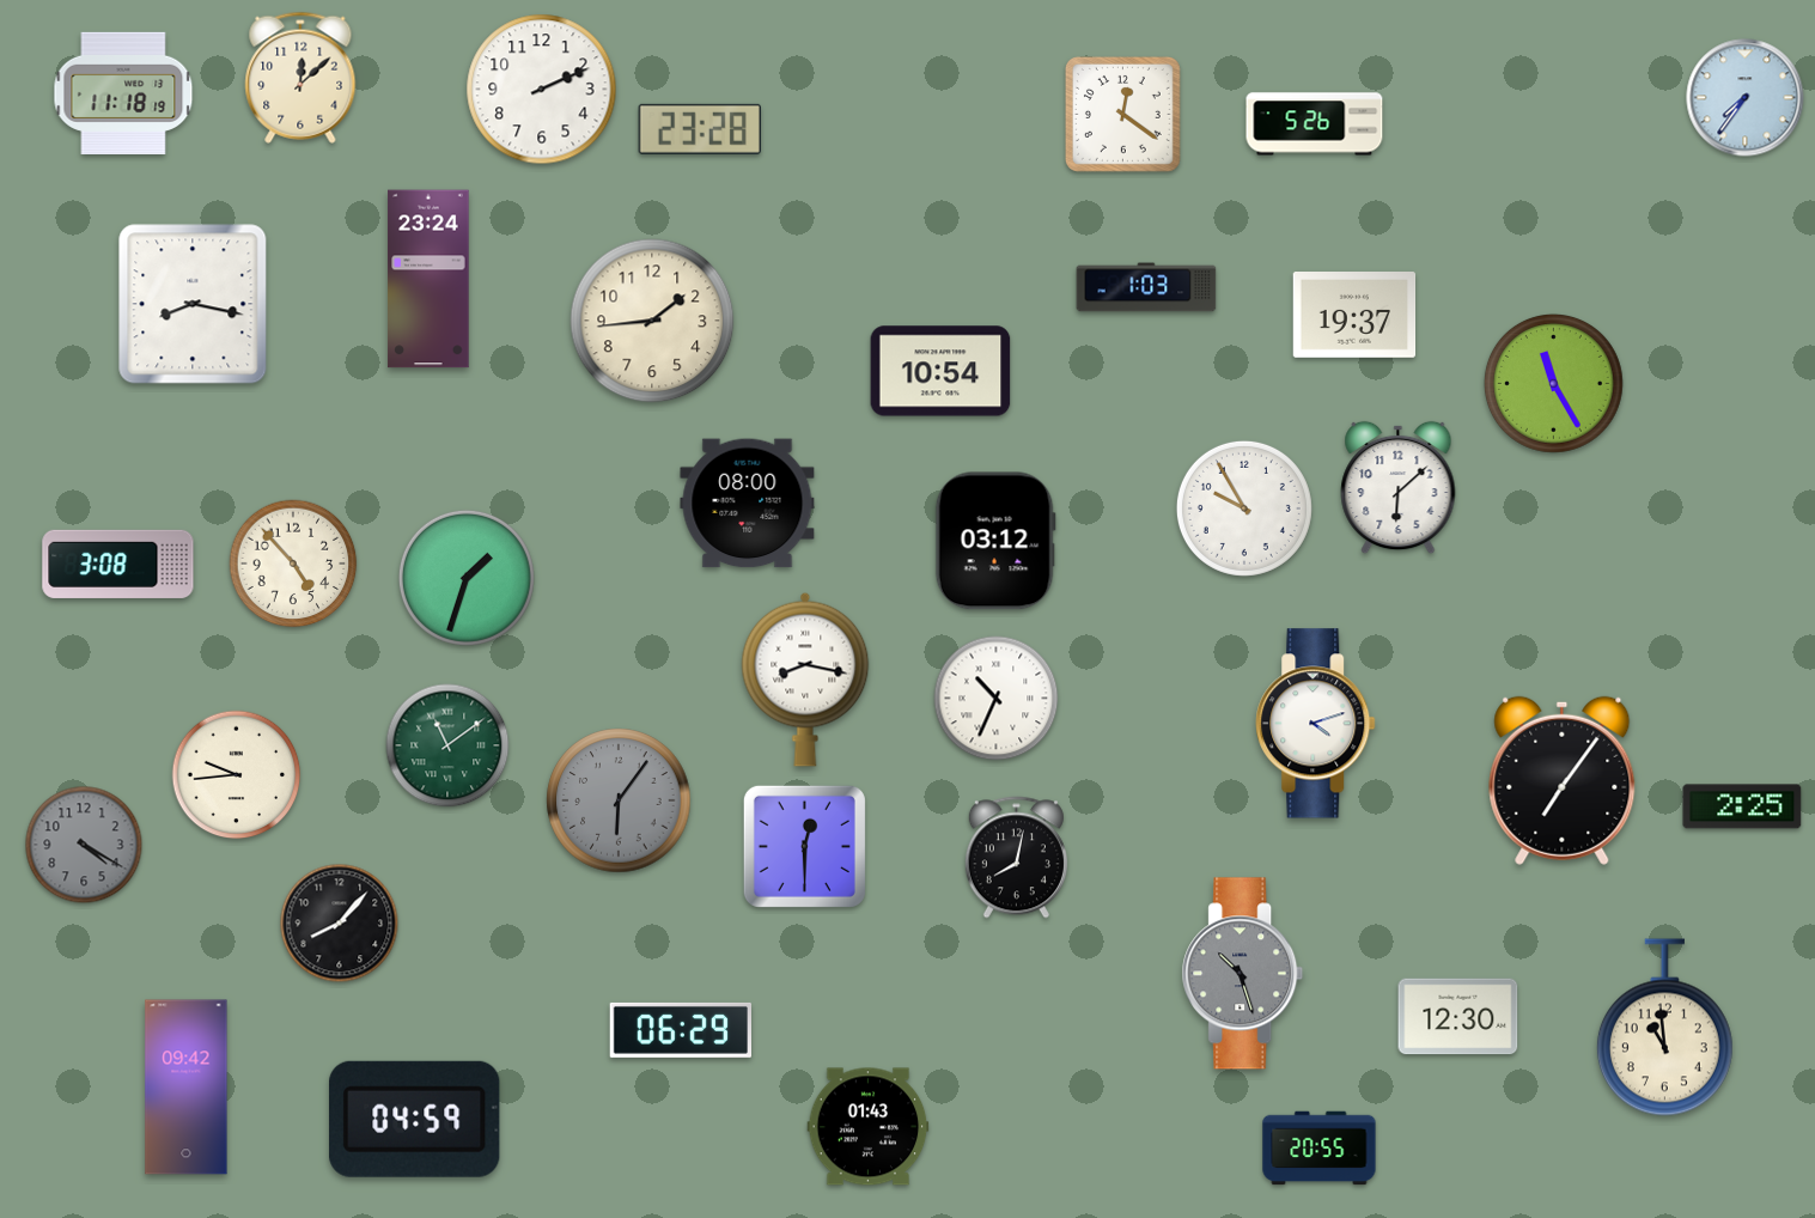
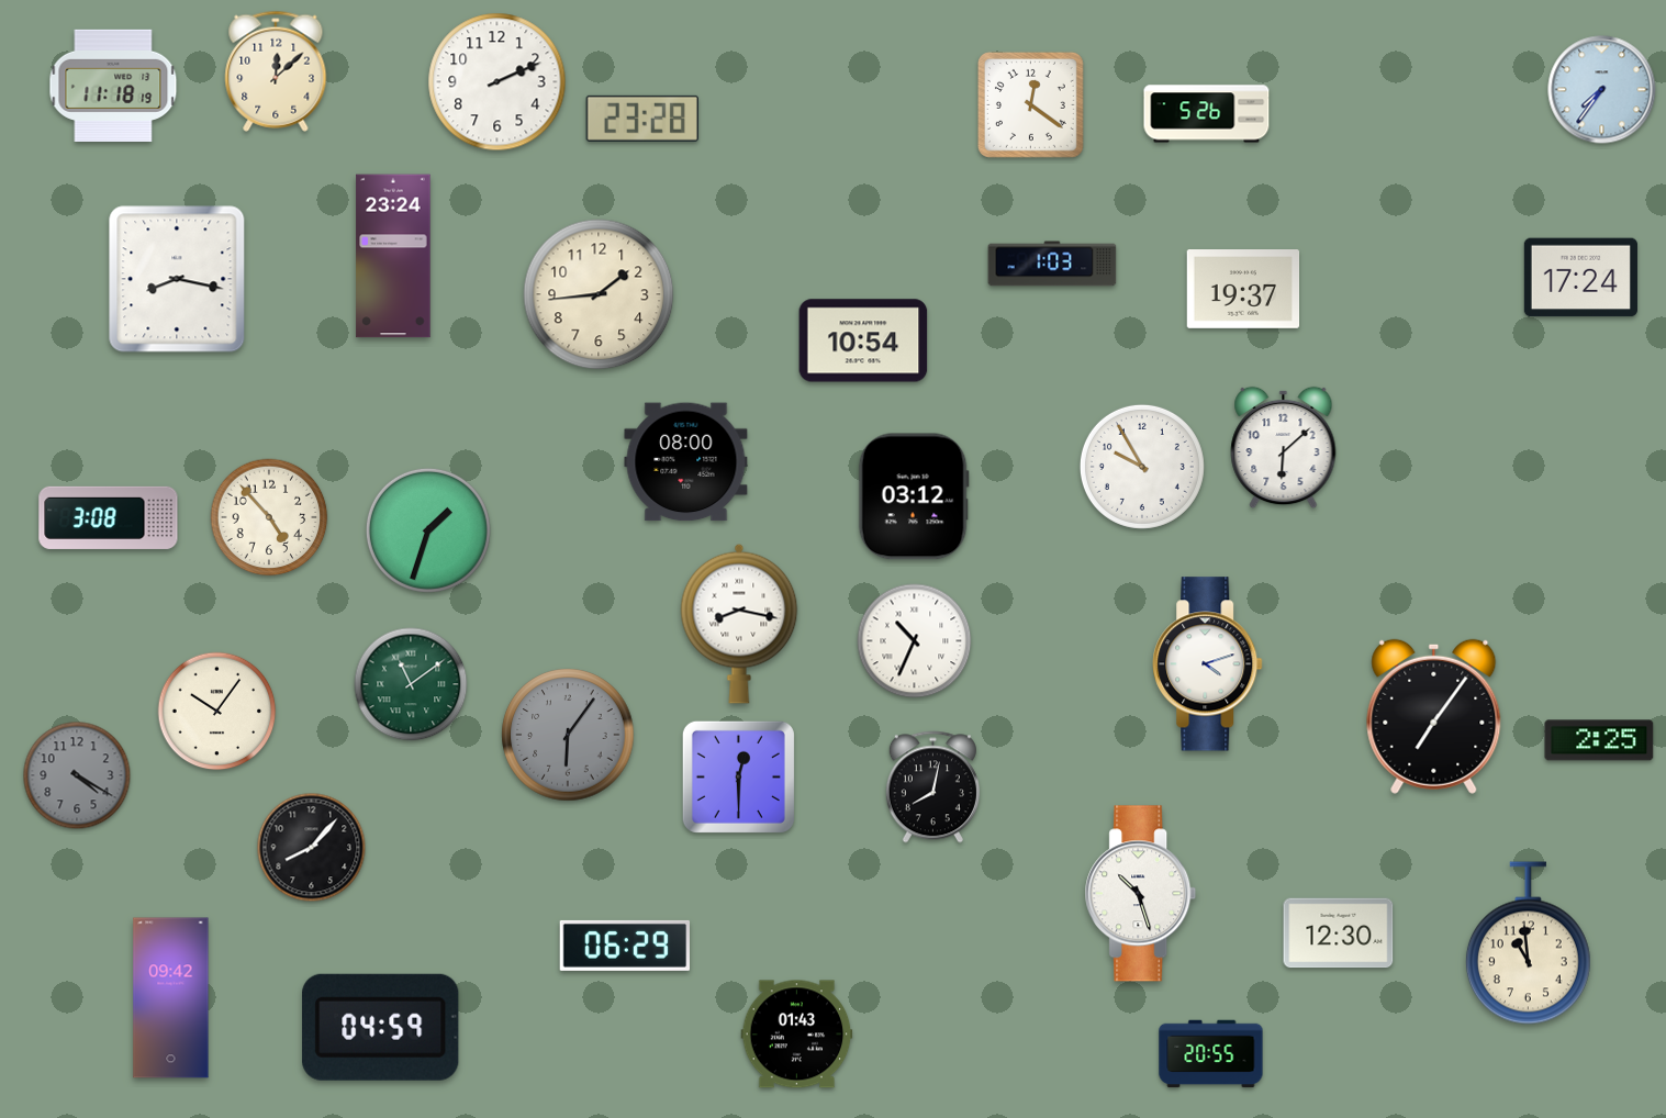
clock at (1580, 278): none -> 17:24
clock at (1553, 383): 11:25 -> none
clock at (237, 775): 9:44 -> 10:06
clock at (1243, 974) dial: grey -> white
